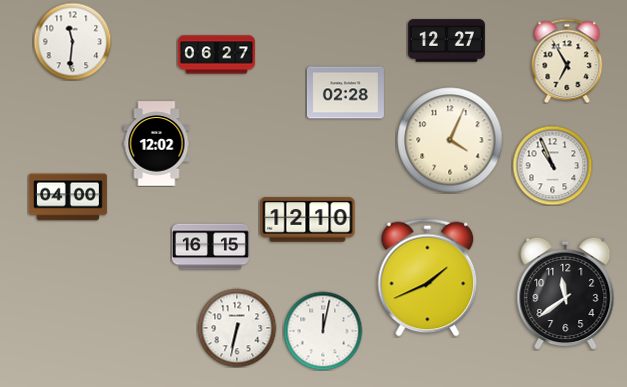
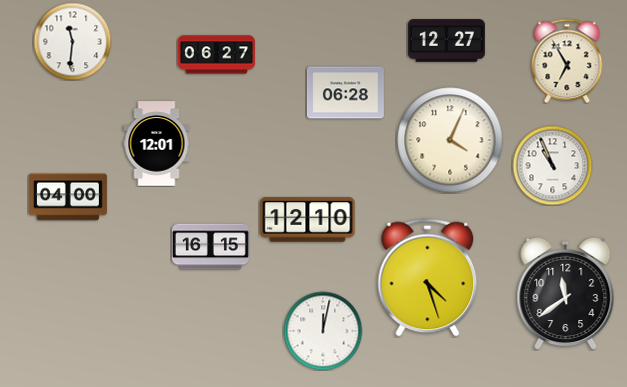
clock at (345, 93): 02:28 -> 06:28
clock at (157, 144): 12:02 -> 12:01
clock at (428, 278): 1:41 -> 4:27
clock at (237, 328): 6:32 -> none
